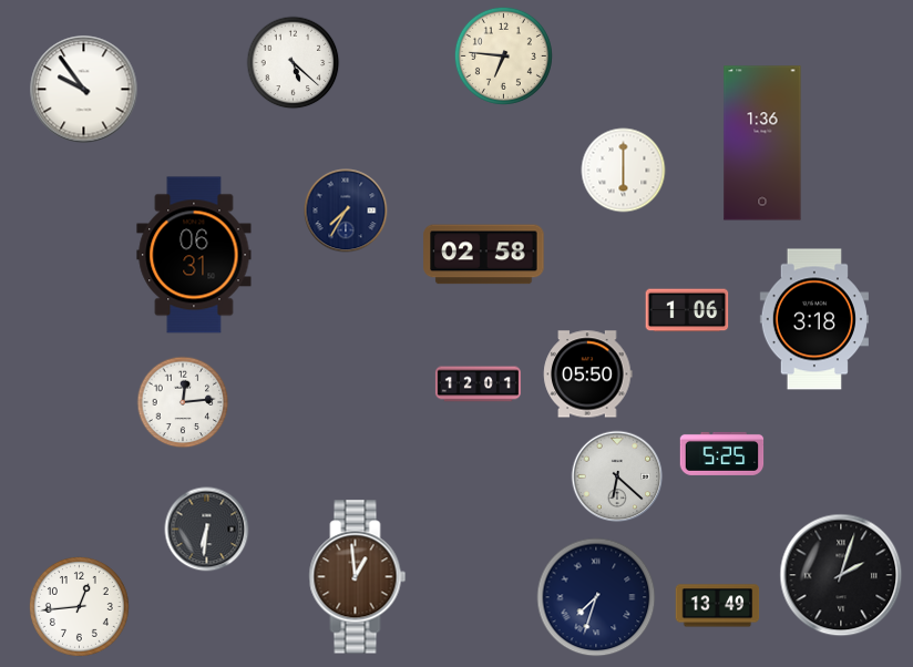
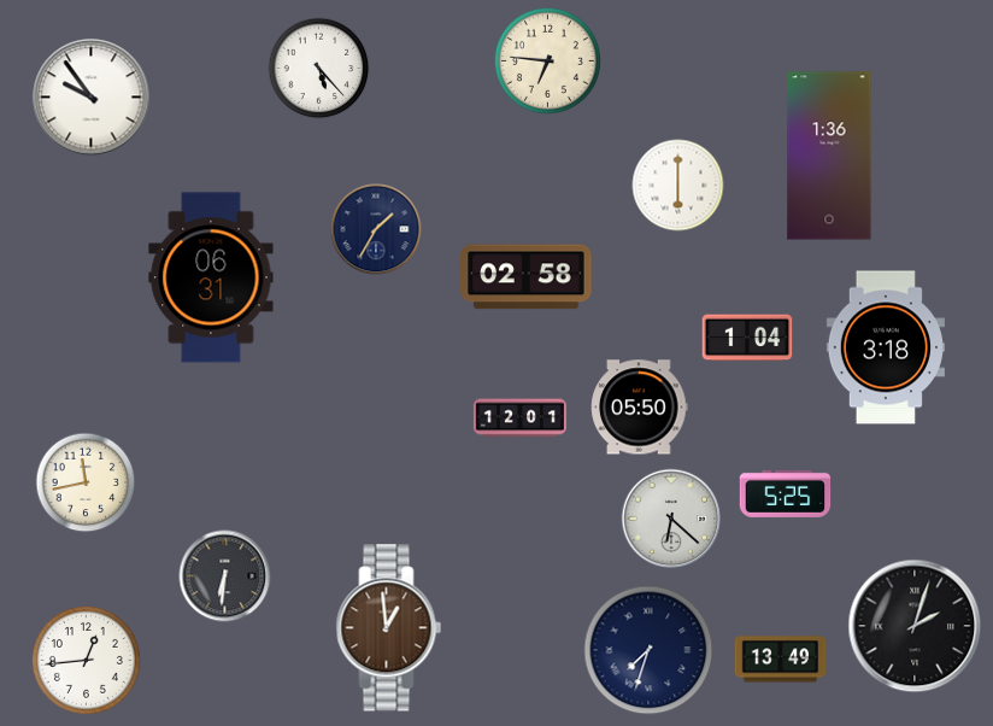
clock at (294, 63): 5:22 -> 5:23
clock at (346, 211): 7:35 -> 1:35
clock at (687, 310): 1:06 -> 1:04
clock at (183, 402): 12:14 -> none
clock at (86, 482): none -> 11:43
